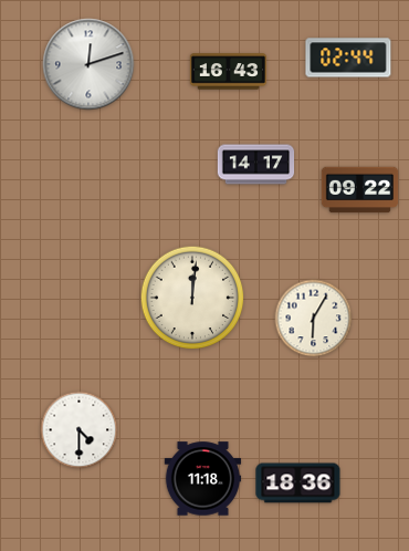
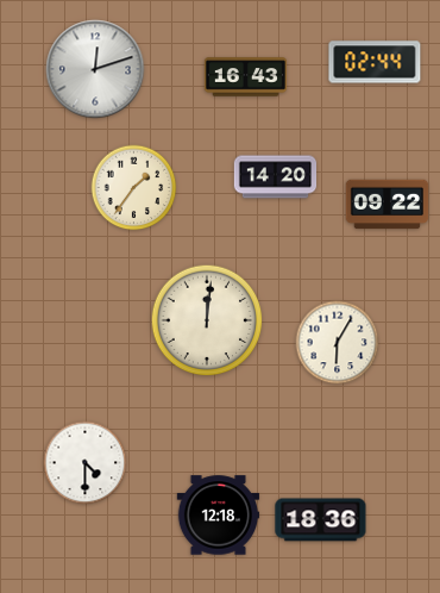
clock at (256, 165): 14:17 -> 14:20
clock at (134, 188): none -> 1:36
clock at (203, 479): 11:18 -> 12:18
